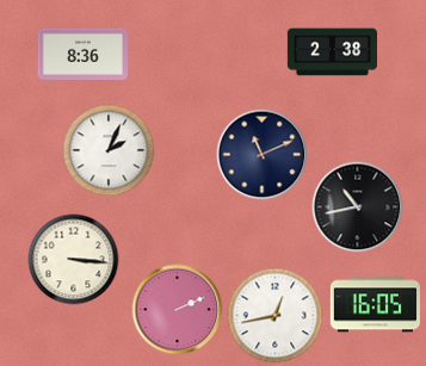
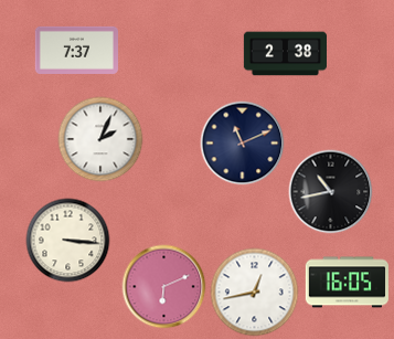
clock at (332, 52) position: (332, 52) -> (285, 54)
clock at (82, 54): 8:36 -> 7:37
clock at (178, 310): 2:11 -> 6:11
